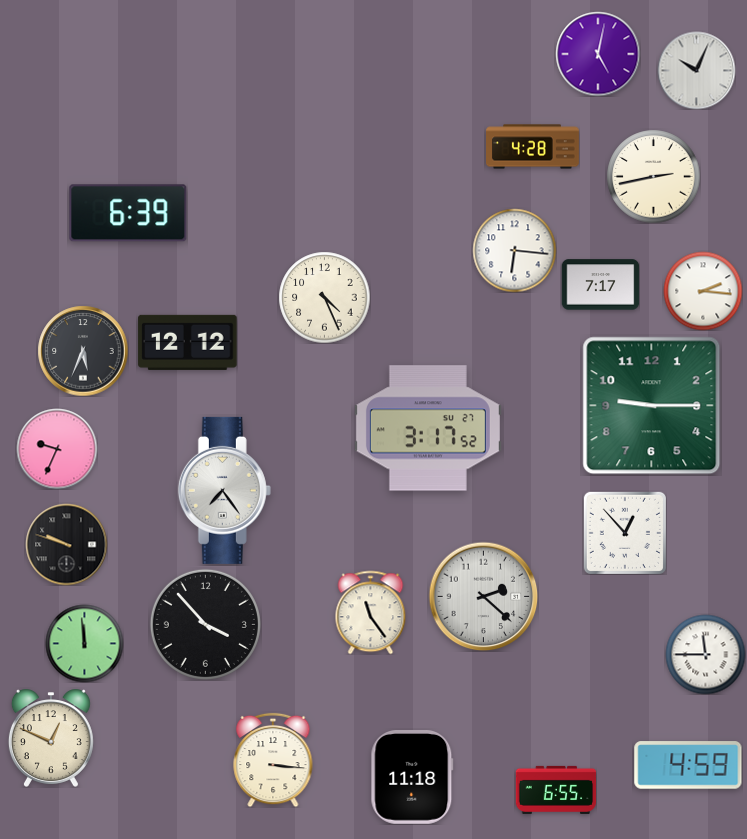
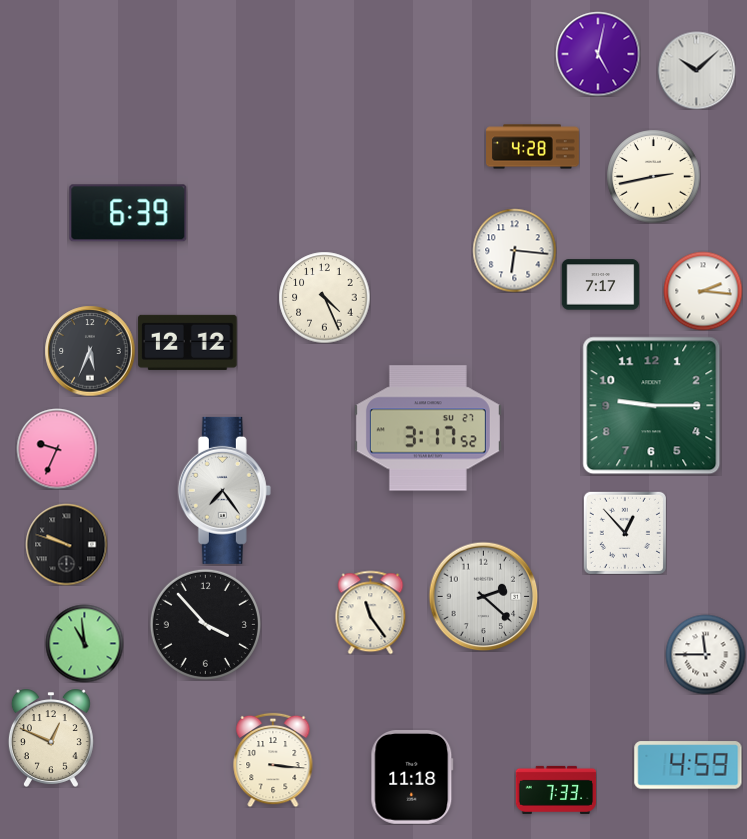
clock at (696, 70): 10:04 -> 10:08
clock at (83, 351) position: (83, 351) -> (90, 351)
clock at (84, 643): 11:59 -> 10:59
clock at (556, 790): 6:55 -> 7:33
